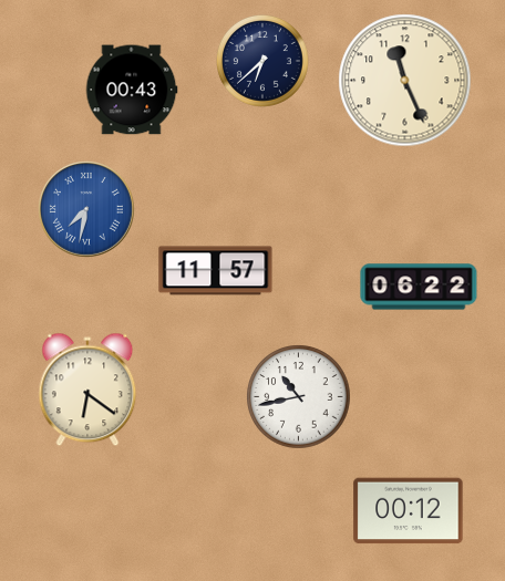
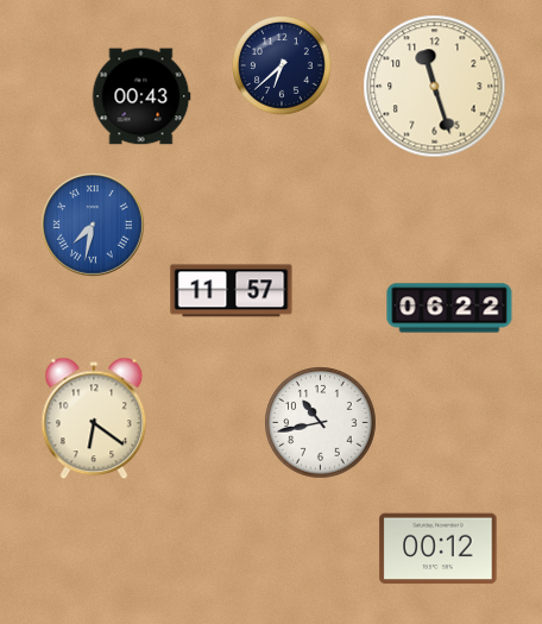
clock at (405, 81): 11:26 -> 11:27
clock at (299, 397) position: (299, 397) -> (321, 423)
